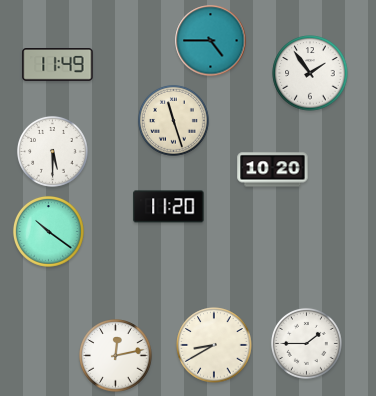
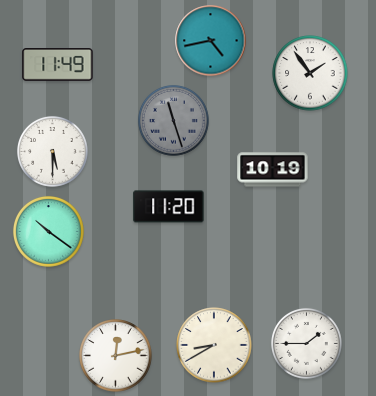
clock at (211, 41): 4:45 -> 4:43
clock at (174, 121) dial: cream -> grey
clock at (273, 170): 10:20 -> 10:19
